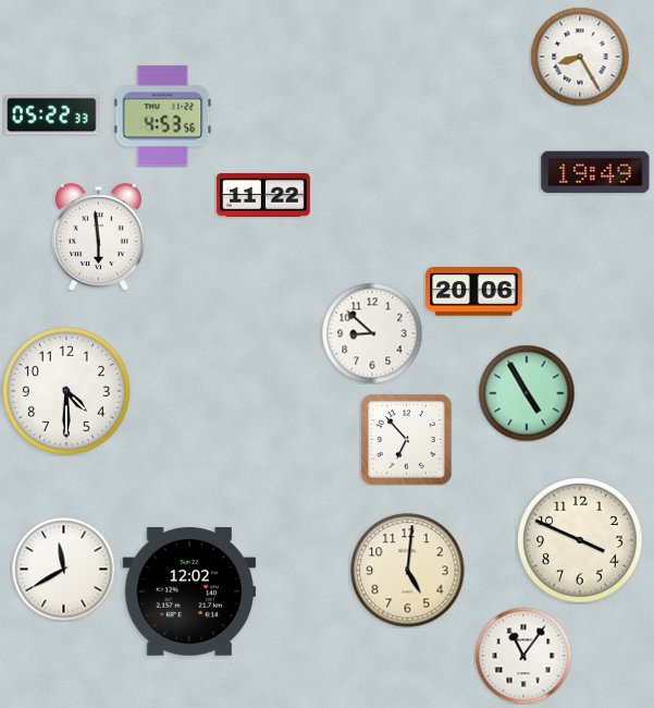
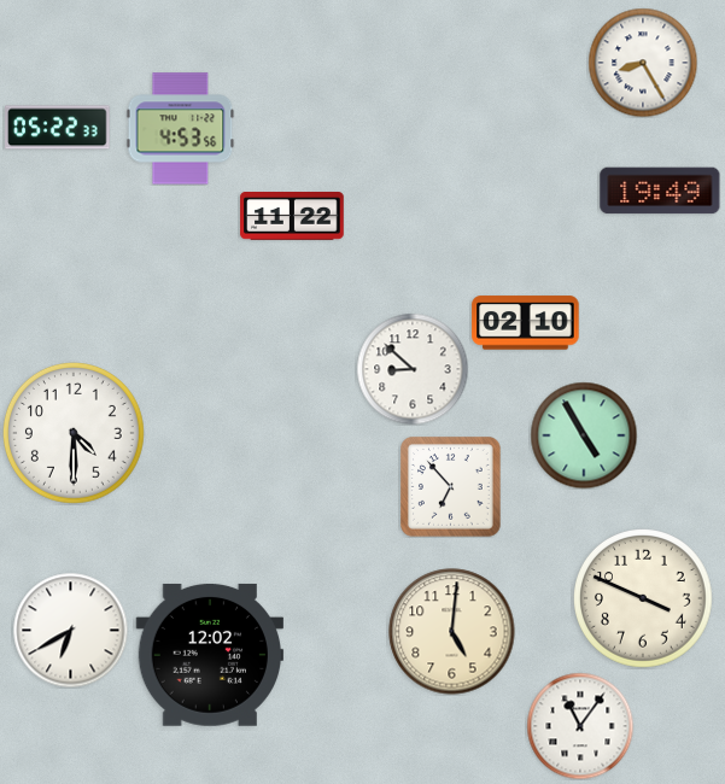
clock at (99, 237): 5:59 -> none
clock at (474, 292): 20:06 -> 02:10
clock at (63, 569): 11:40 -> 6:40
